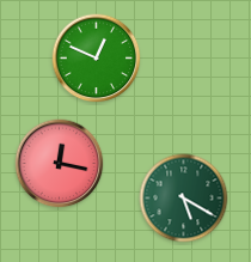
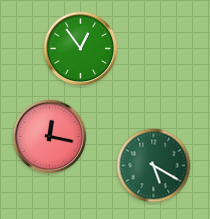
clock at (97, 59): 12:49 -> 12:54
